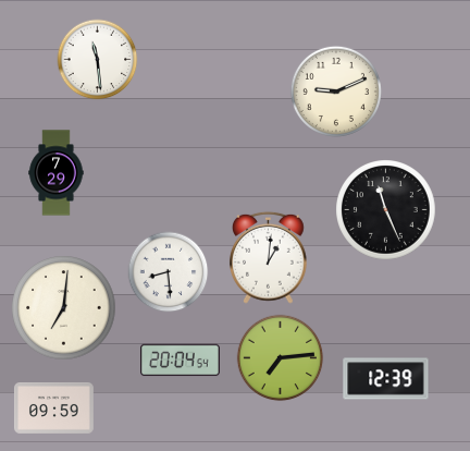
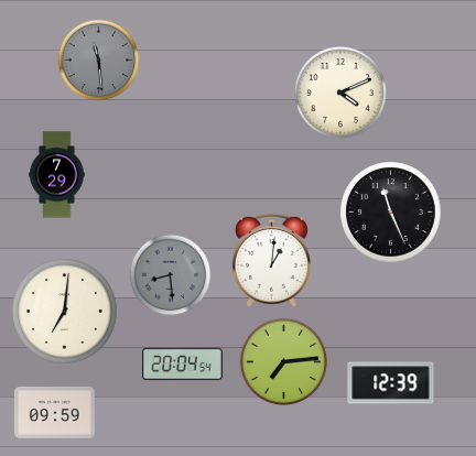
clock at (98, 60) dial: white -> grey
clock at (336, 92): 9:11 -> 4:11
clock at (169, 272) dial: white -> grey
